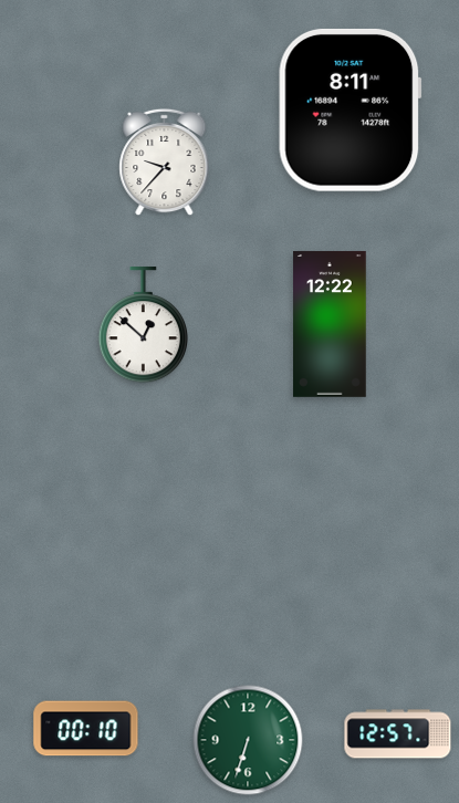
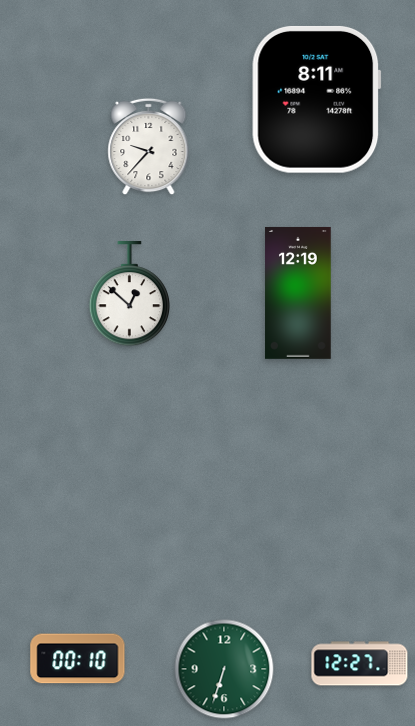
clock at (330, 324): 12:22 -> 12:19
clock at (398, 734): 12:57 -> 12:27
